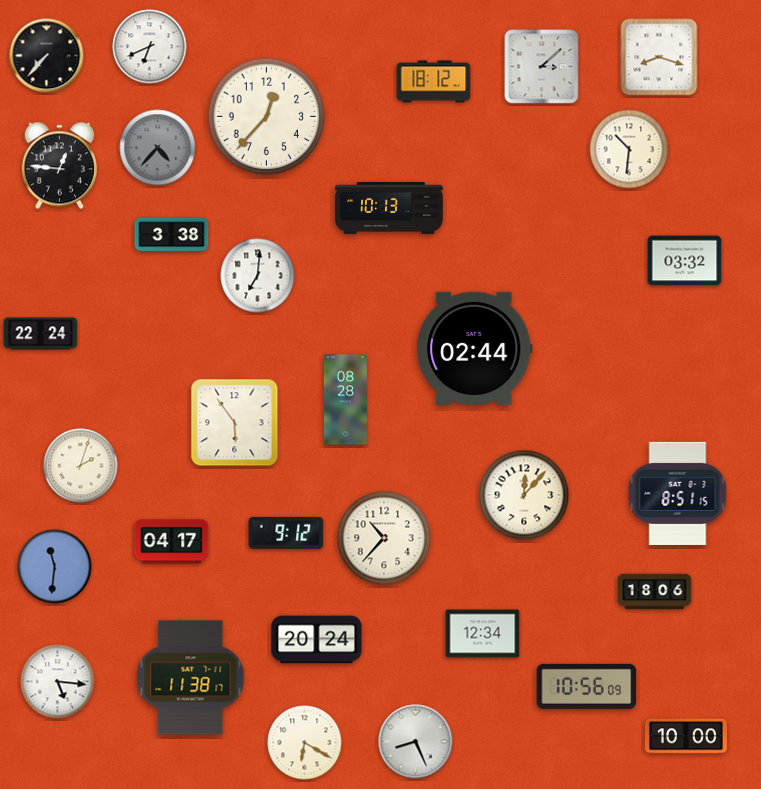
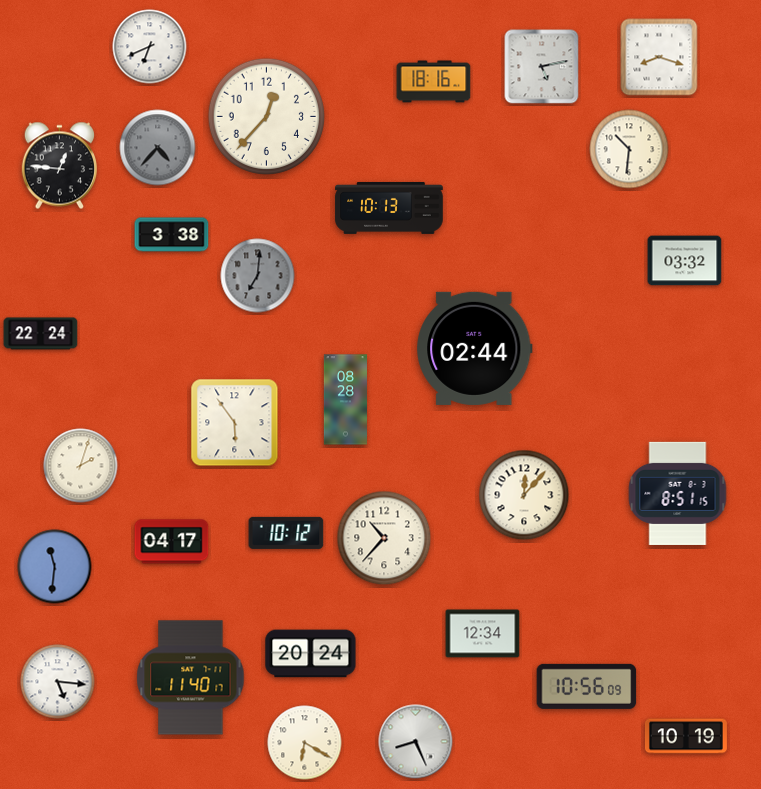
clock at (47, 56): 7:37 -> none
clock at (542, 67): 3:08 -> 5:13
clock at (434, 82): 18:12 -> 18:16
clock at (258, 276) dial: white -> grey
clock at (286, 533): 9:12 -> 10:12
clock at (655, 592): 18:06 -> none
clock at (317, 640) position: (317, 640) -> (311, 654)
clock at (191, 678): 11:38 -> 11:40
clock at (686, 736): 10:00 -> 10:19
